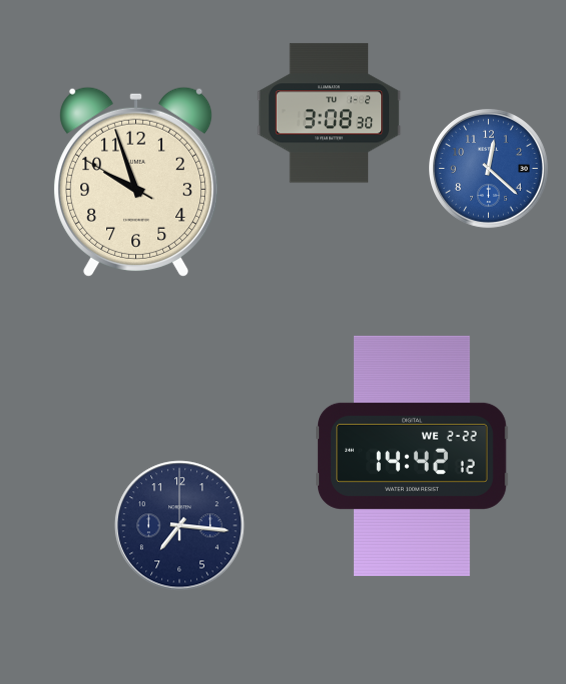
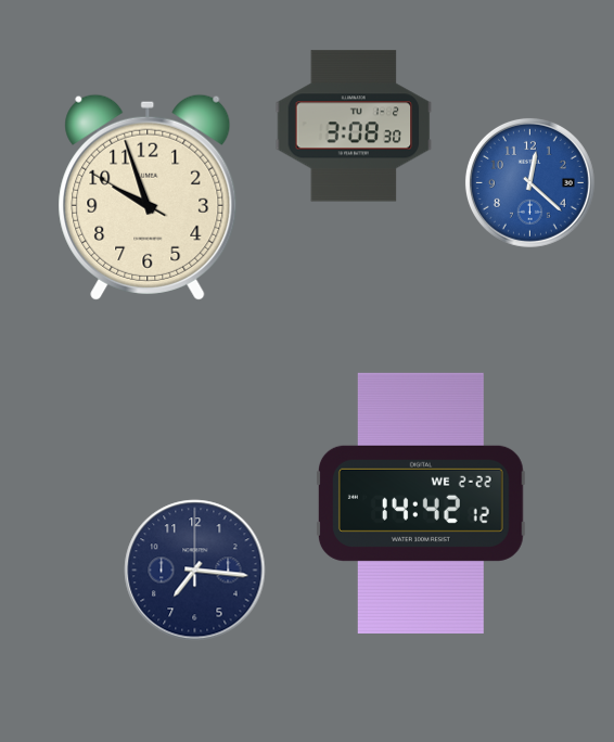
clock at (329, 113) position: (329, 113) -> (354, 126)
clock at (412, 456) position: (412, 456) -> (421, 503)
